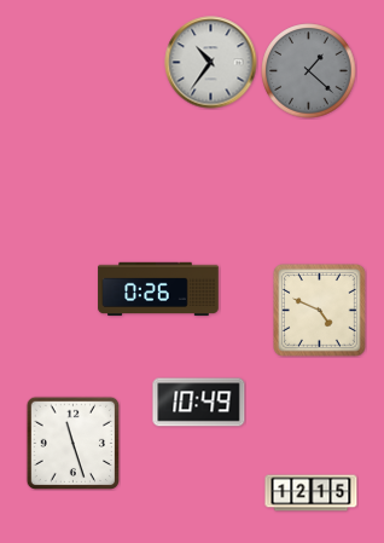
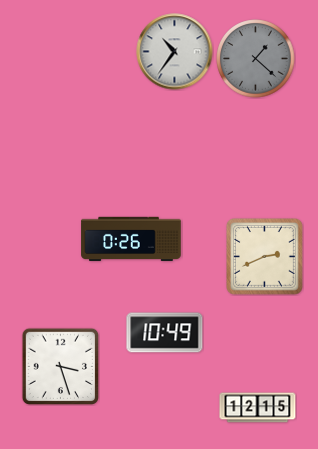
clock at (320, 311): 4:49 -> 2:41
clock at (72, 443): 11:27 -> 3:27
